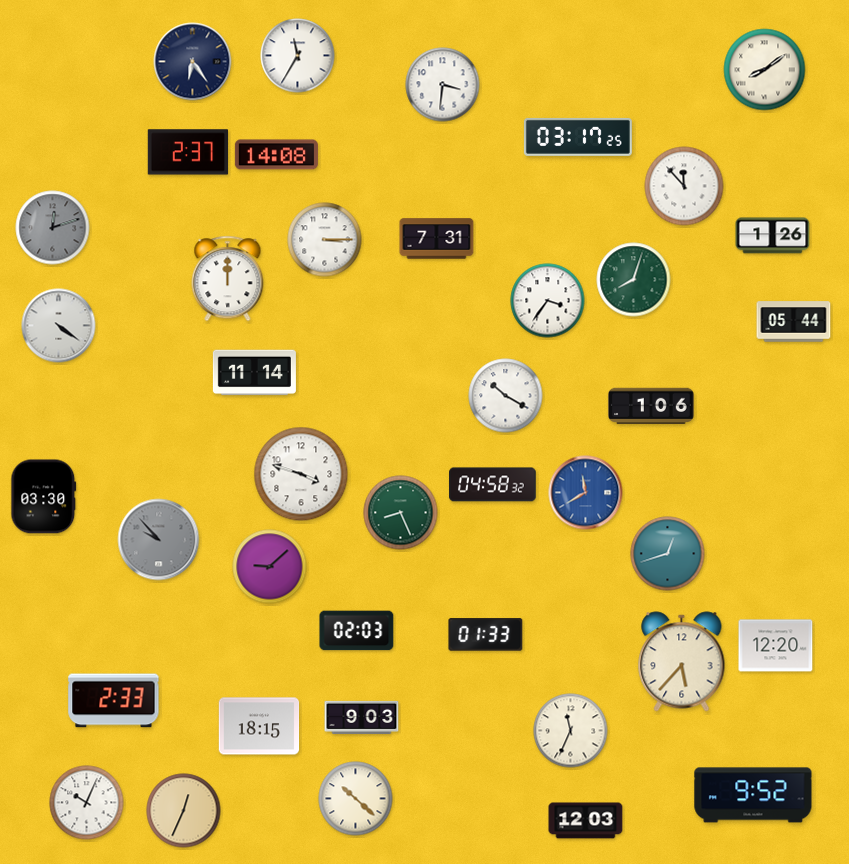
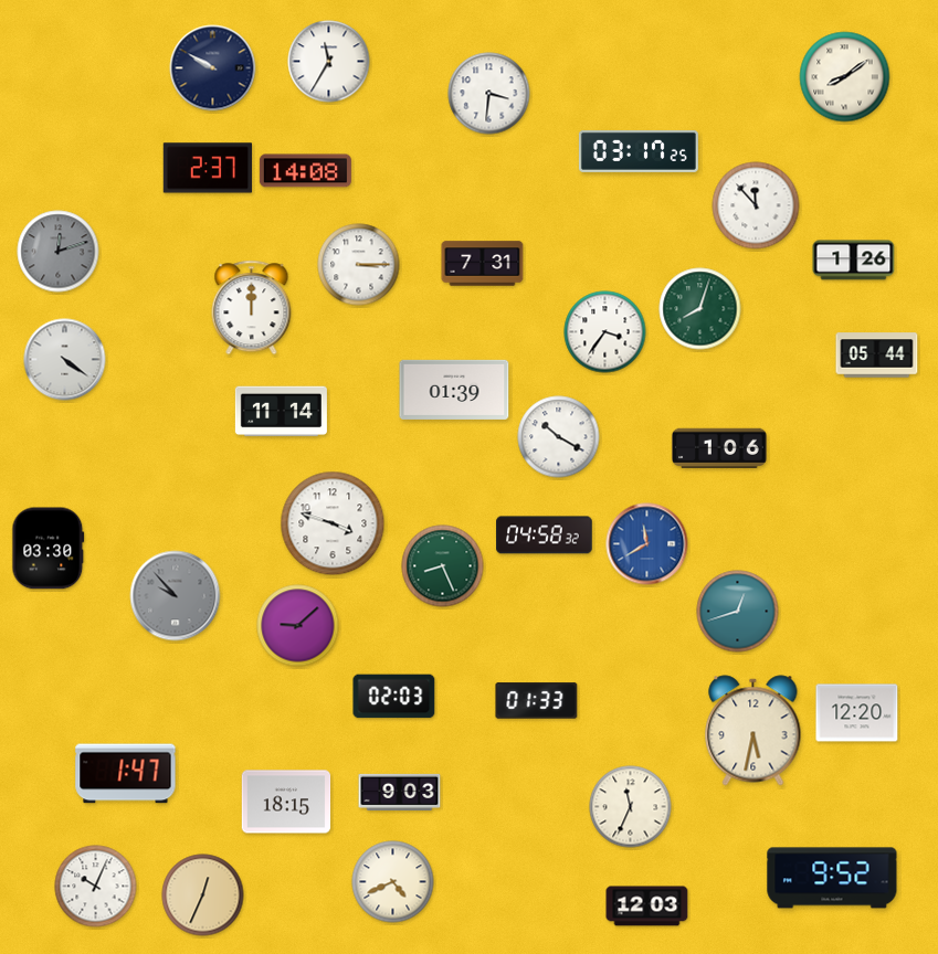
clock at (193, 62): 6:24 -> 9:50
clock at (454, 390): none -> 01:39
clock at (682, 662): 5:37 -> 5:32
clock at (114, 701): 2:33 -> 1:47
clock at (356, 799): 10:22 -> 4:41
